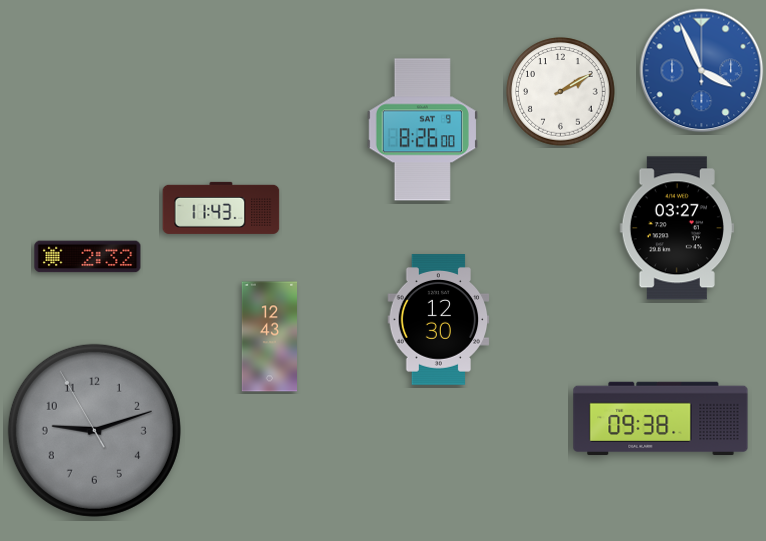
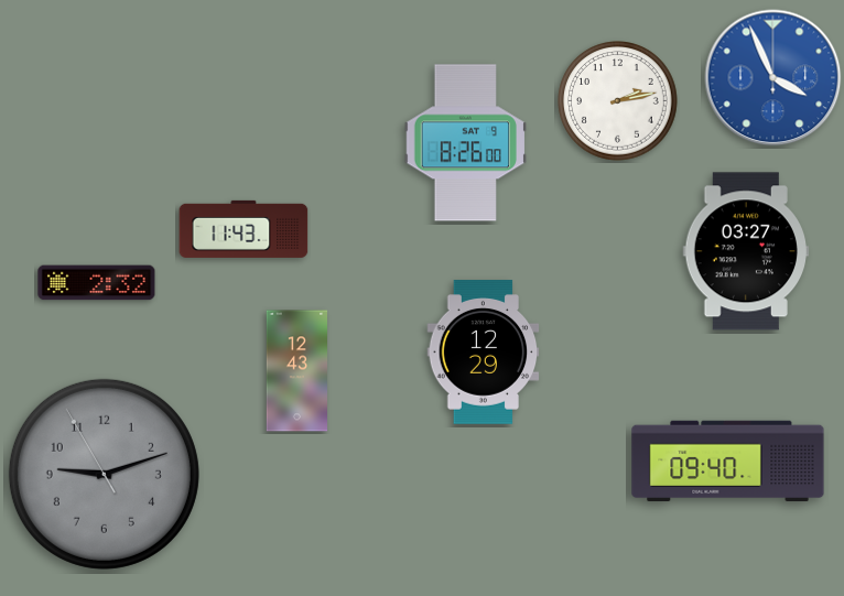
clock at (561, 92): 2:10 -> 2:13
clock at (439, 320): 12:30 -> 12:29
clock at (661, 419): 09:38 -> 09:40
